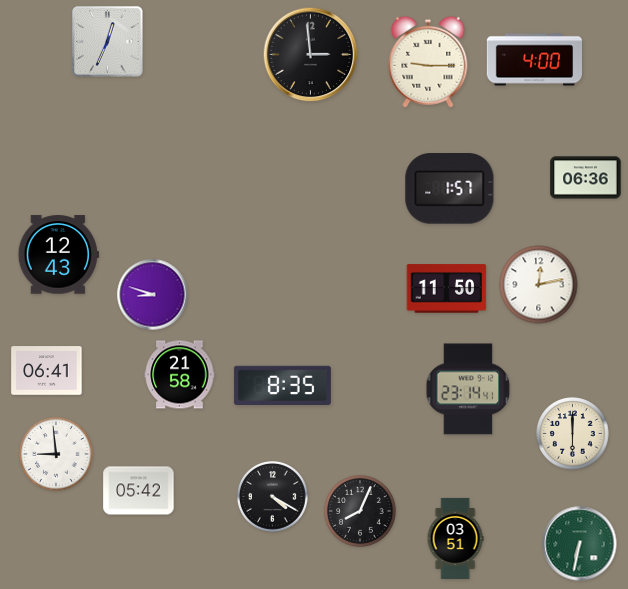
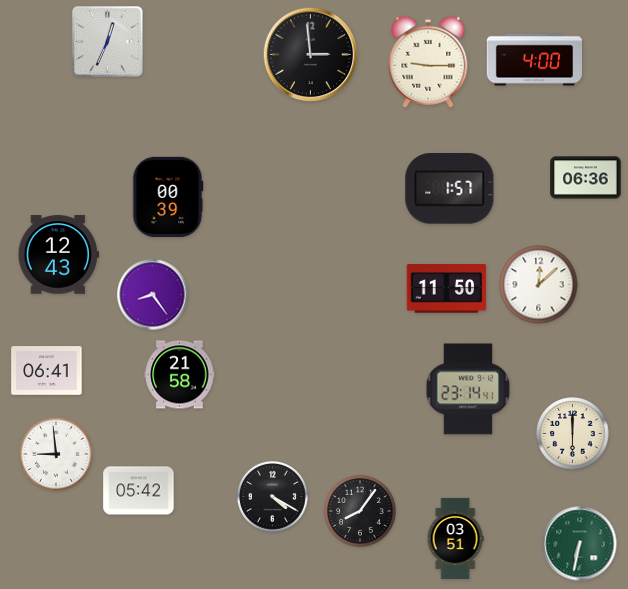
clock at (168, 196): none -> 00:39
clock at (539, 285): 12:13 -> 12:08
clock at (153, 295): 8:48 -> 8:24
clock at (282, 385): 8:35 -> none
clock at (361, 512): 8:04 -> 8:06
